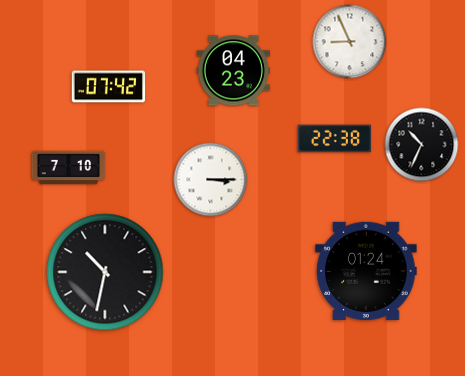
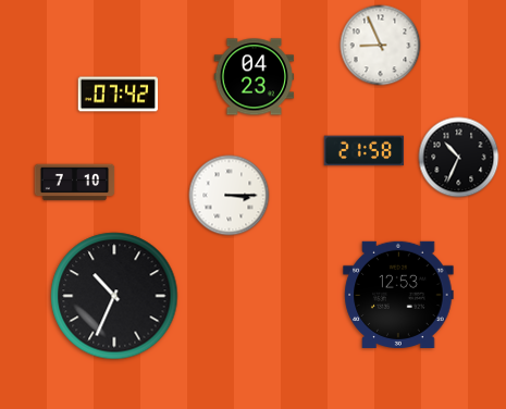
clock at (334, 139): 22:38 -> 21:58
clock at (366, 271): 01:24 -> 12:53
clock at (105, 272): 10:32 -> 10:34
